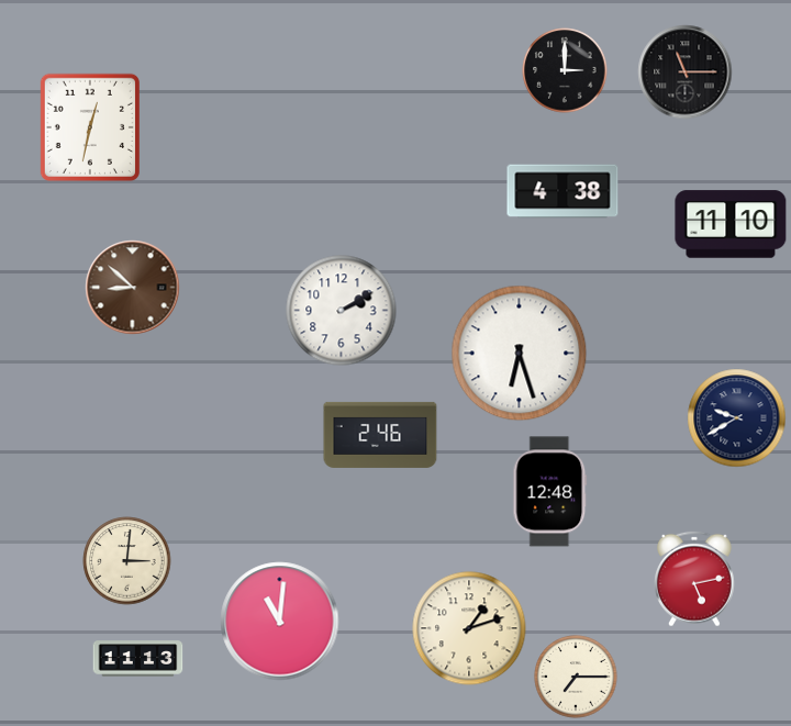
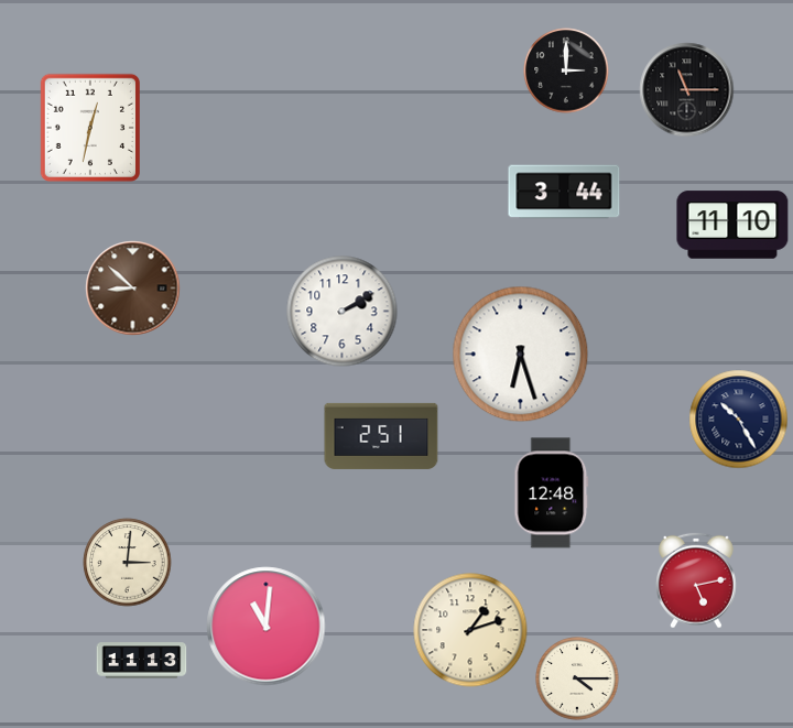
clock at (686, 72) position: (686, 72) -> (687, 90)
clock at (562, 191): 4:38 -> 3:44
clock at (737, 418): 9:40 -> 10:25
clock at (380, 435): 2:46 -> 2:51
clock at (280, 622) position: (280, 622) -> (267, 627)
clock at (138, 659) position: (138, 659) -> (142, 661)
clock at (576, 677): 7:15 -> 4:15
